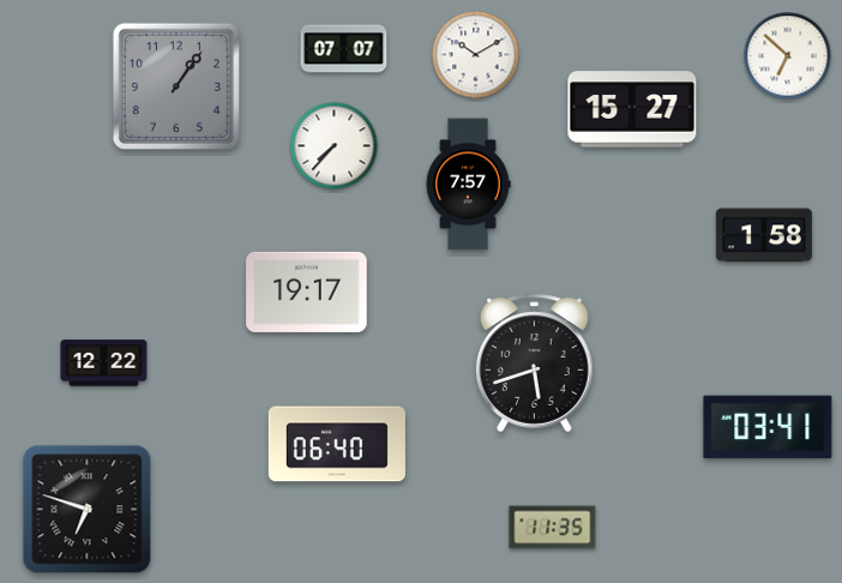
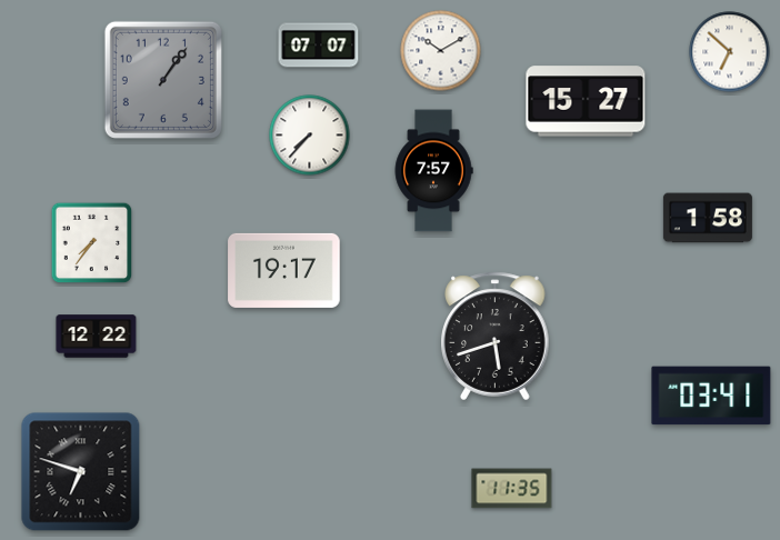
clock at (92, 243): none -> 7:36
clock at (337, 444): 06:40 -> none
